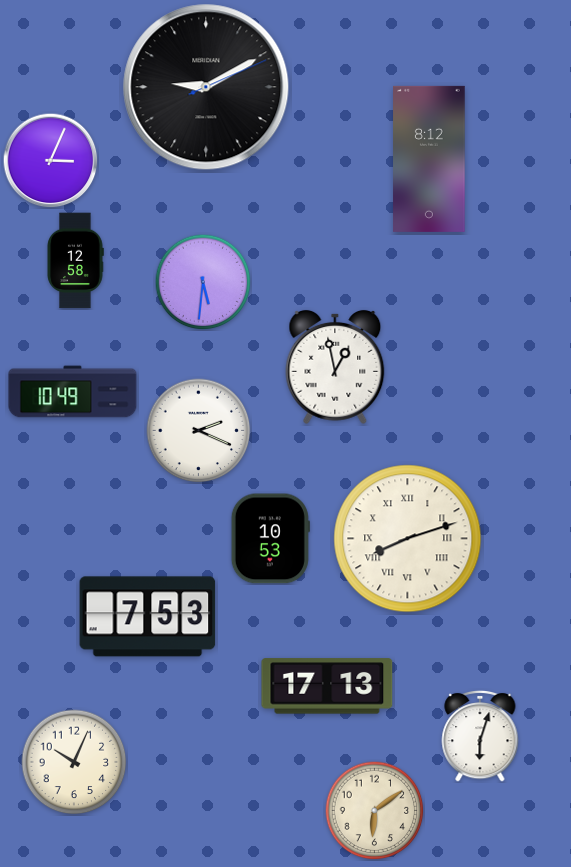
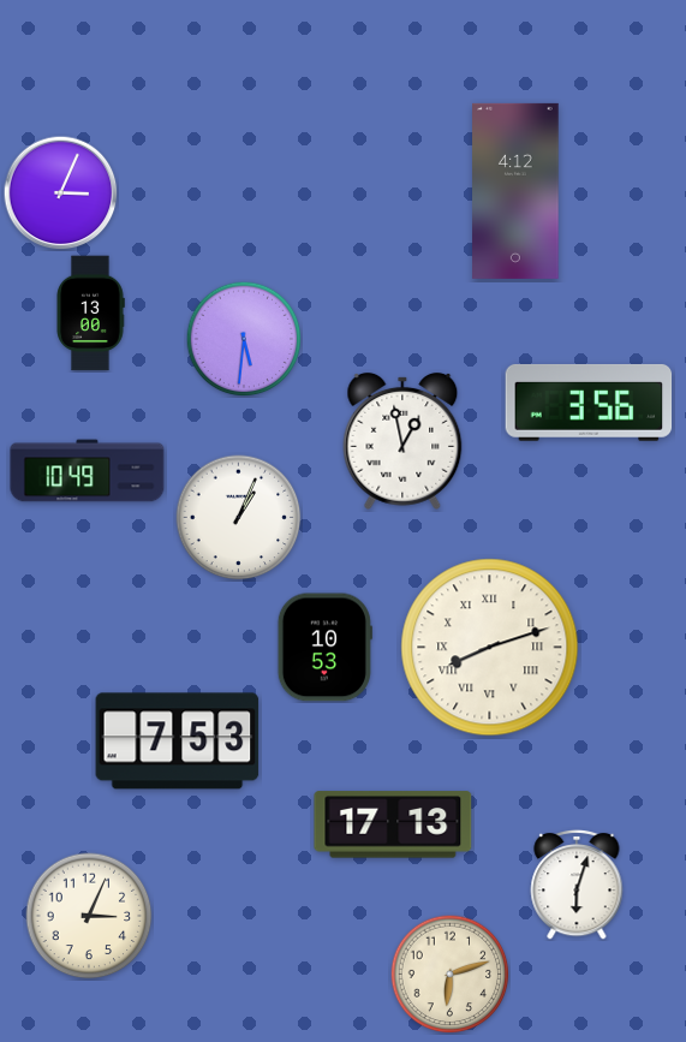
clock at (206, 87): 9:10 -> none
clock at (429, 159): 8:12 -> 4:12
clock at (75, 261): 12:58 -> 13:00
clock at (589, 403): none -> 3:56
clock at (199, 431): 2:19 -> 1:04
clock at (74, 762): 10:04 -> 3:04
clock at (375, 811): 6:09 -> 6:12
